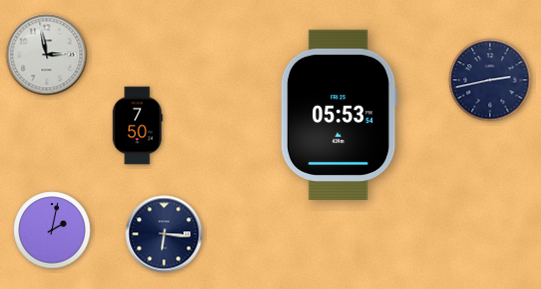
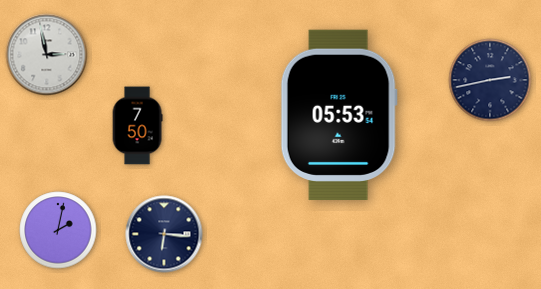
clock at (52, 230) position: (52, 230) -> (58, 230)
